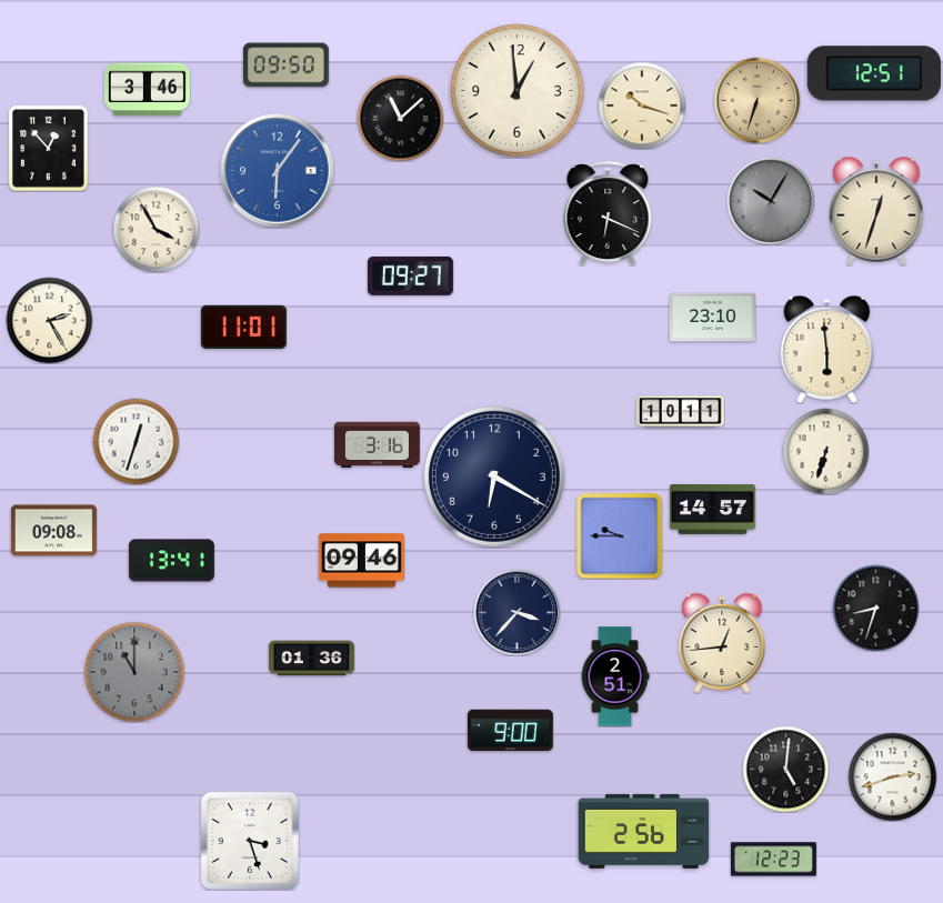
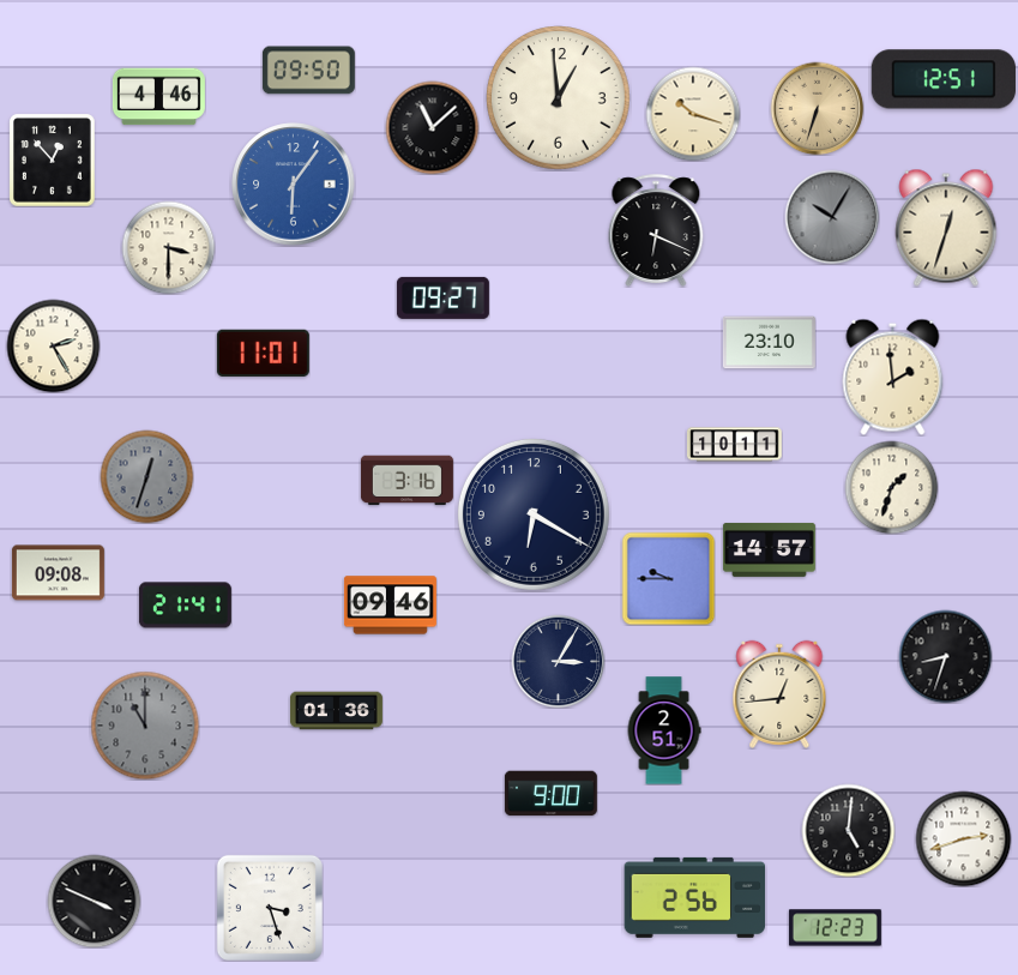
clock at (147, 90): 3:46 -> 4:46
clock at (278, 171) position: (278, 171) -> (294, 185)
clock at (156, 229): 3:55 -> 3:30
clock at (827, 349): 5:59 -> 1:59
clock at (136, 441) dial: white -> grey
clock at (825, 451): 6:33 -> 1:33
clock at (171, 561): 13:41 -> 21:41
clock at (516, 612): 3:37 -> 3:05
clock at (510, 731) position: (510, 731) -> (550, 794)
clock at (94, 901): none -> 3:49
